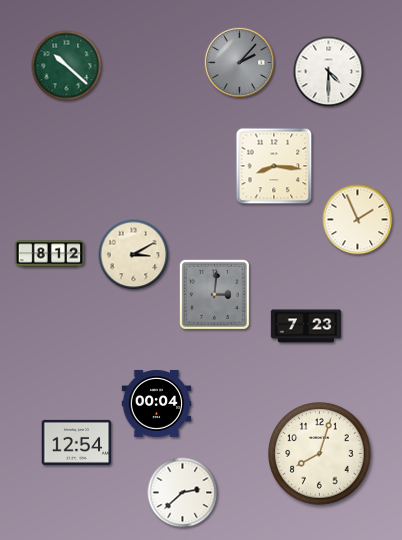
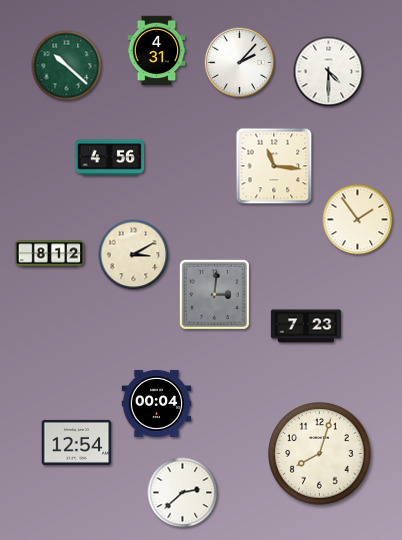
clock at (157, 51): none -> 4:31
clock at (240, 63) dial: grey -> white
clock at (110, 158): none -> 4:56
clock at (274, 166): 8:16 -> 11:16
clock at (358, 220): 1:56 -> 1:54
